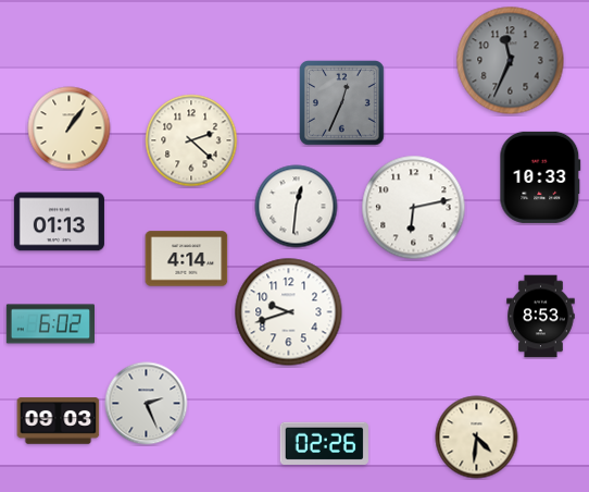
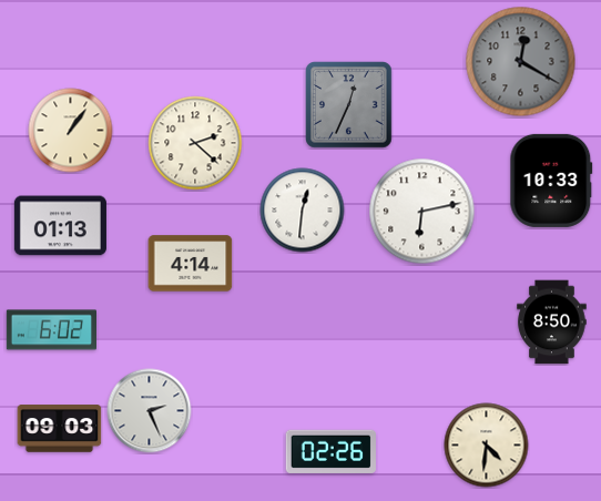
clock at (511, 61): 11:34 -> 12:20
clock at (289, 312): 9:42 -> none
clock at (541, 317): 8:53 -> 8:50
